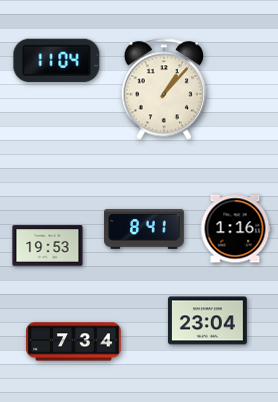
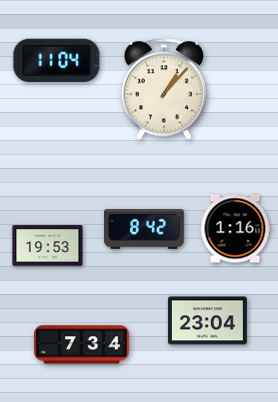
clock at (144, 229): 8:41 -> 8:42
clock at (74, 342) position: (74, 342) -> (82, 345)
